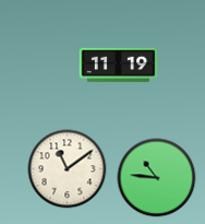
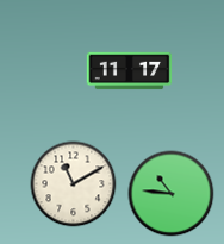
clock at (119, 66): 11:19 -> 11:17
clock at (68, 169): 11:09 -> 11:10
